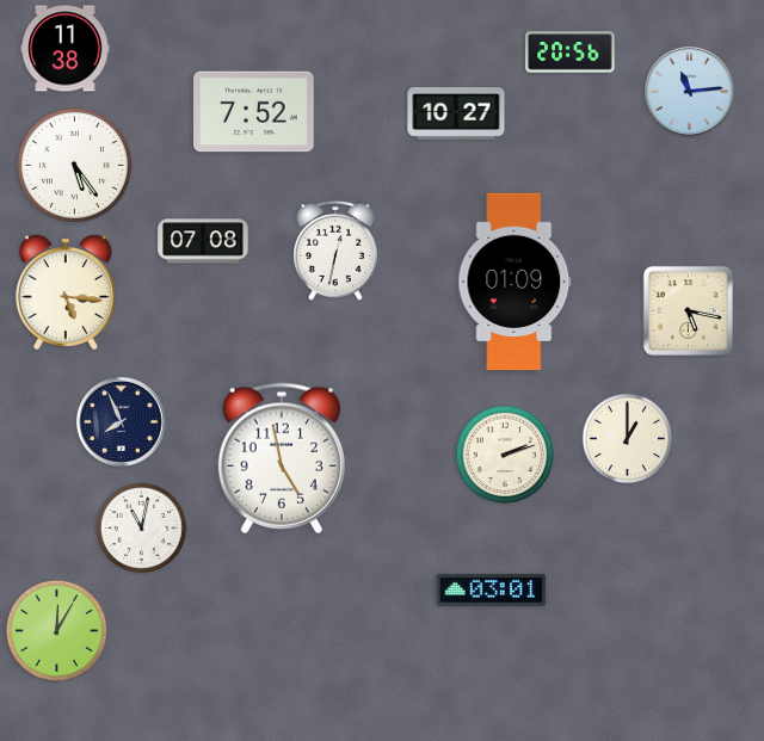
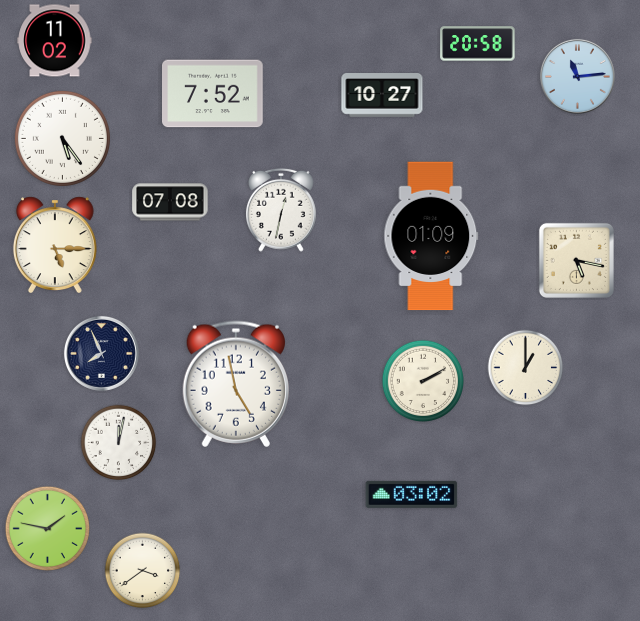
clock at (66, 49): 11:38 -> 11:02
clock at (571, 53): 20:56 -> 20:58
clock at (66, 291): 5:16 -> 5:15
clock at (505, 455): 2:12 -> 2:10
clock at (142, 529): 11:02 -> 12:02
clock at (492, 589): 03:01 -> 03:02
clock at (56, 630): 12:05 -> 1:47
clock at (143, 571): none -> 3:39
